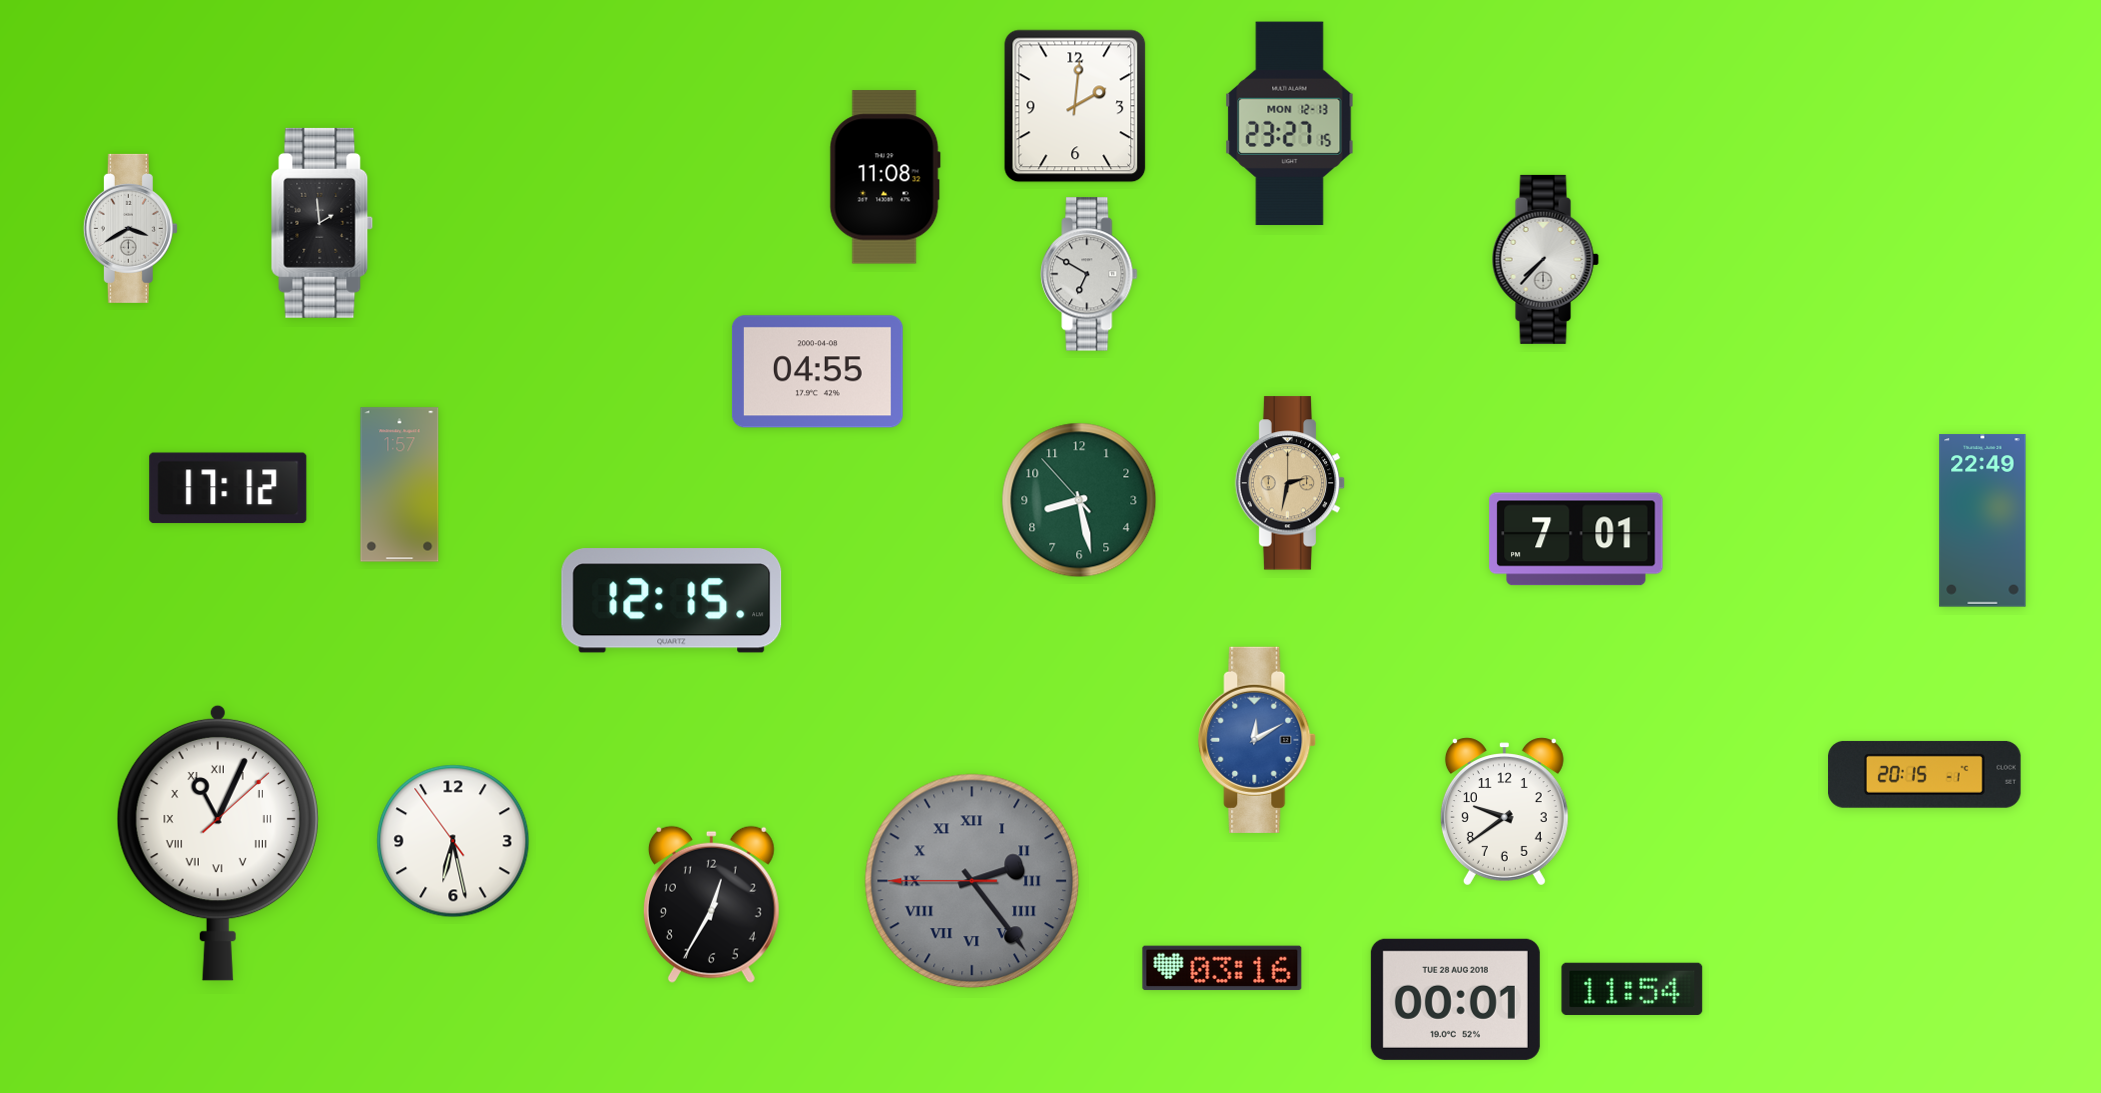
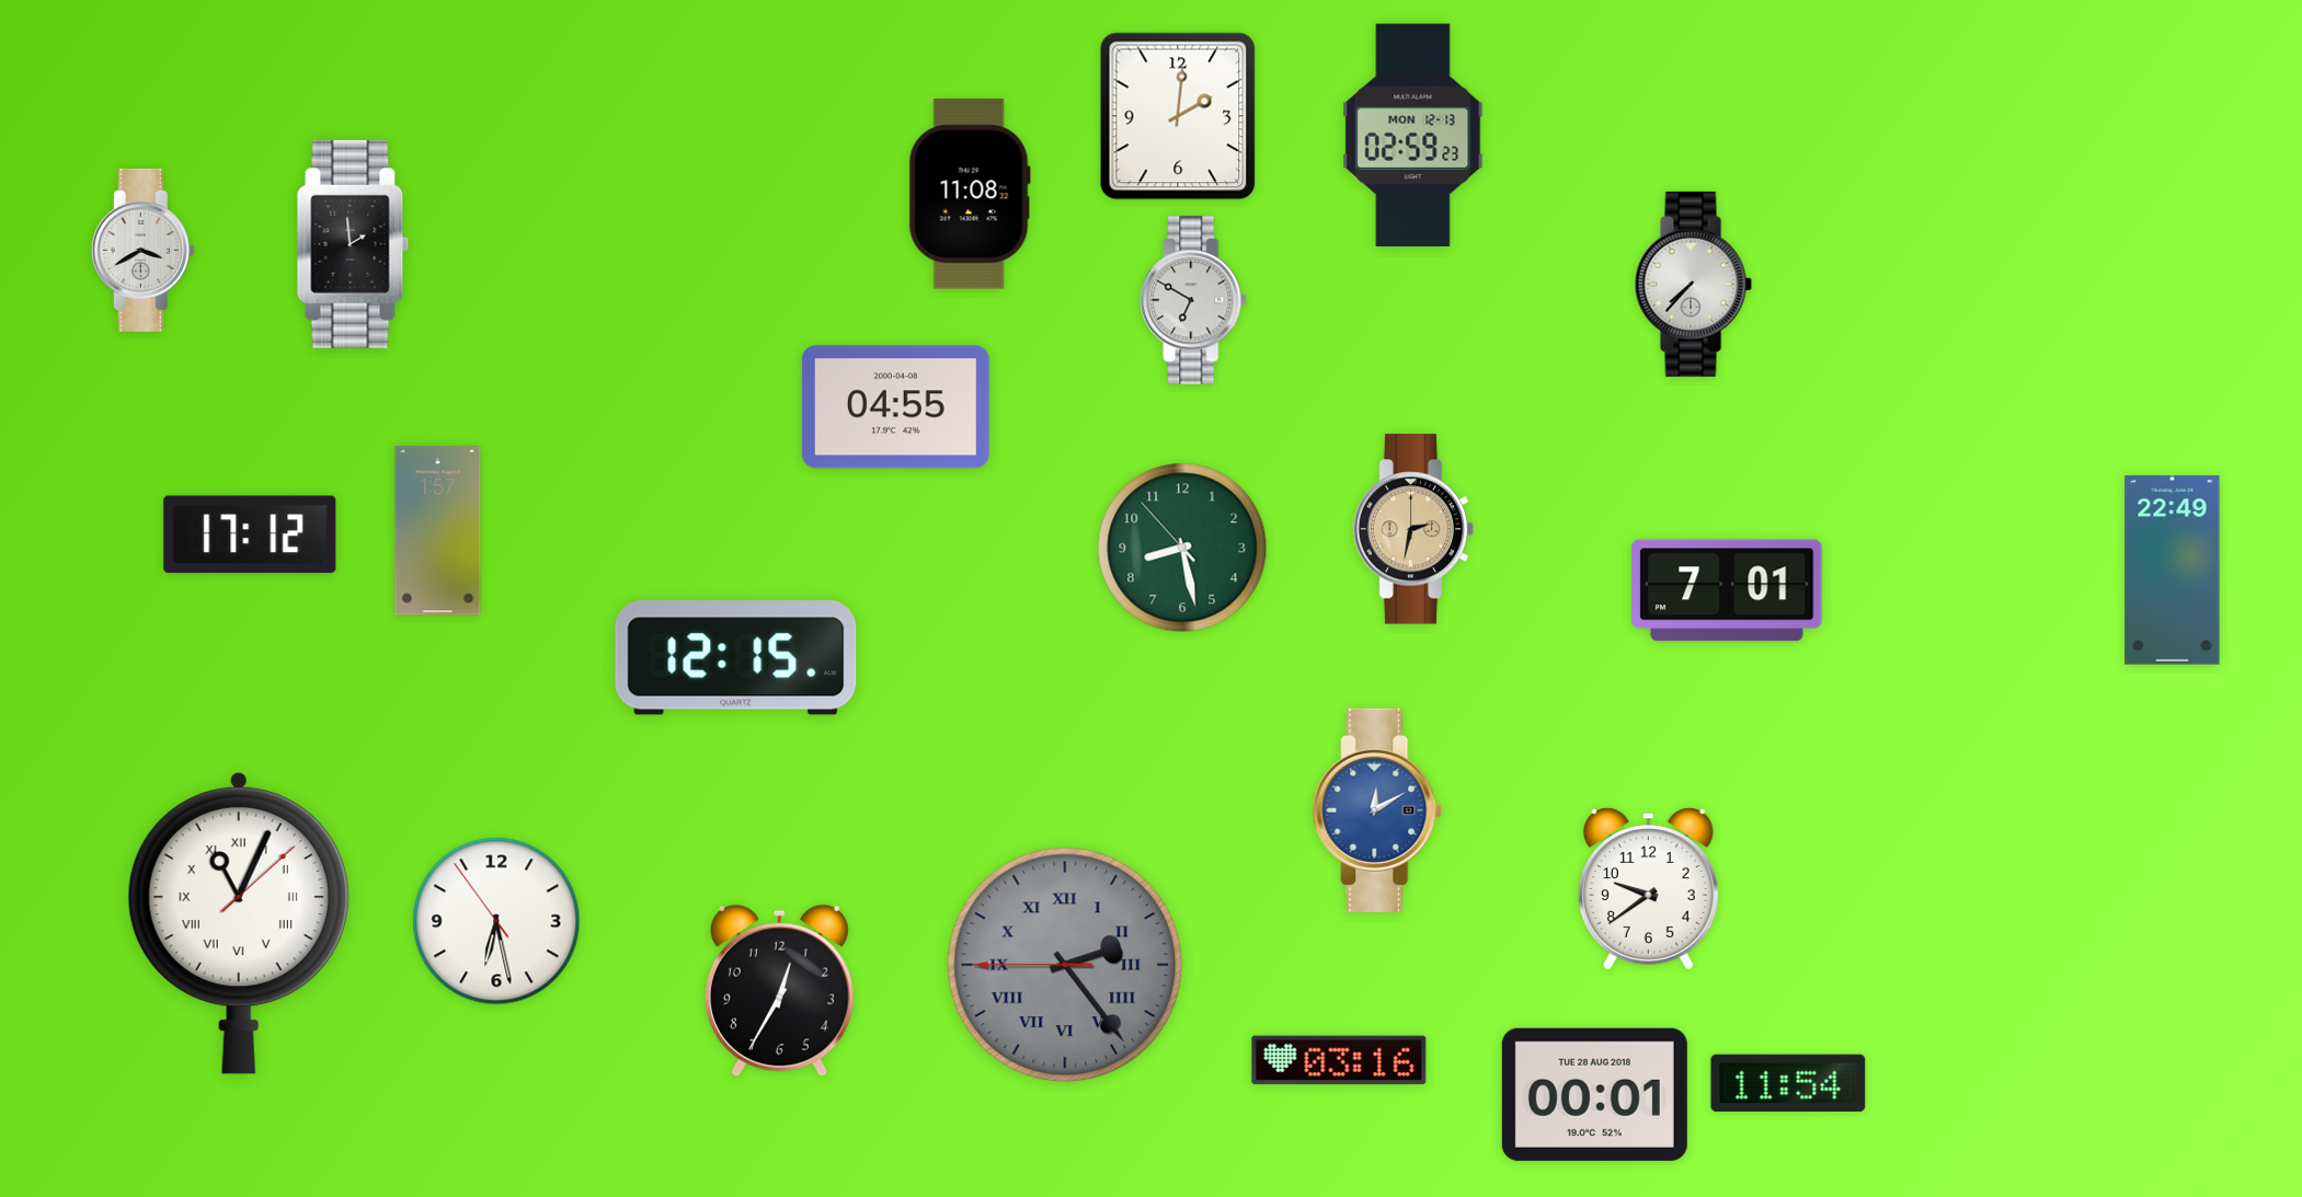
clock at (1290, 124): 23:27 -> 02:59
clock at (1925, 774): 20:15 -> none
